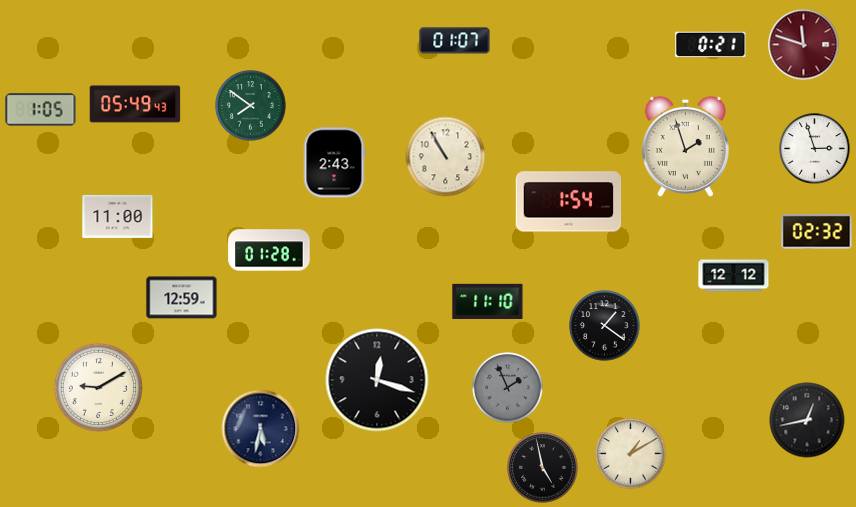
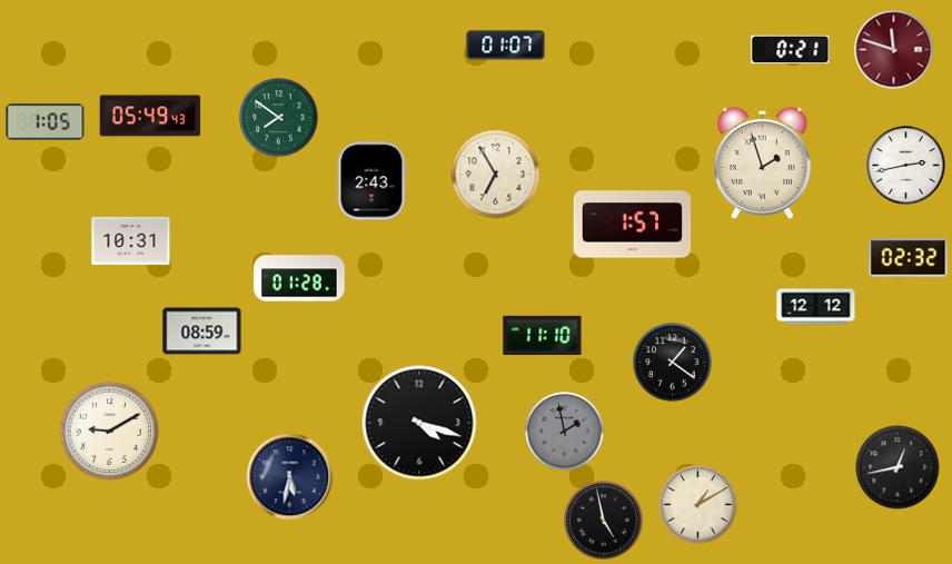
clock at (815, 149): 2:57 -> 2:43
clock at (446, 157): 10:55 -> 6:55
clock at (569, 202): 1:54 -> 1:57
clock at (118, 216): 11:00 -> 10:31
clock at (182, 298): 12:59 -> 08:59
clock at (377, 380): 12:18 -> 4:18
clock at (508, 388): 1:56 -> 1:58
clock at (631, 454) position: (631, 454) -> (698, 505)
